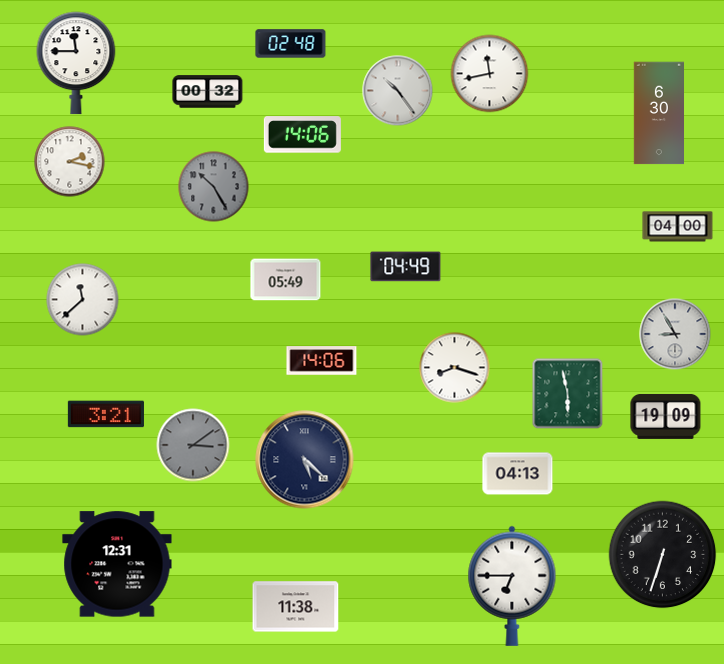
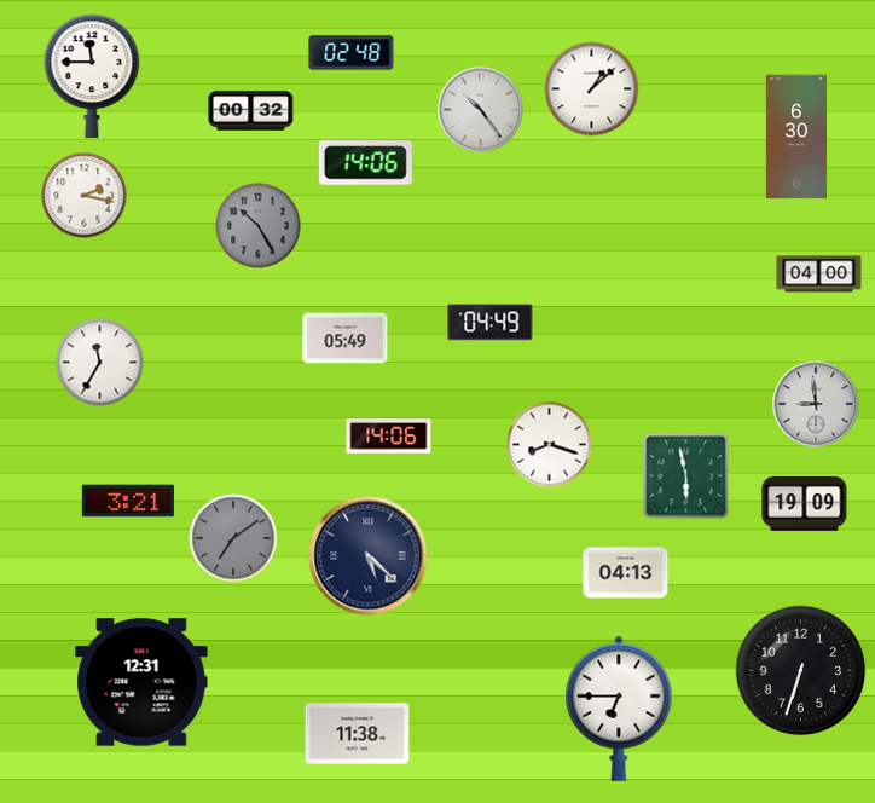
clock at (490, 74): 11:43 -> 1:08
clock at (83, 300): 11:38 -> 11:35
clock at (675, 334): 8:55 -> 8:59
clock at (193, 445): 3:09 -> 7:09
